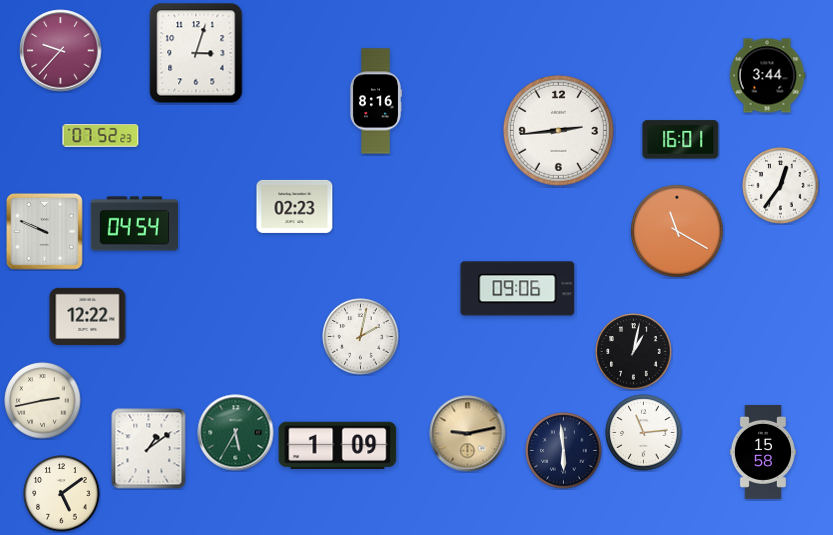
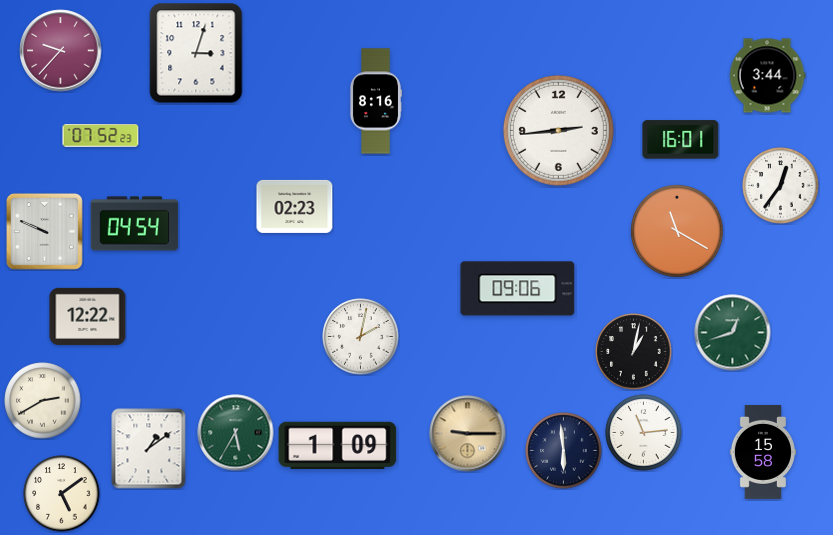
clock at (733, 333): none -> 12:42
clock at (43, 401): 2:43 -> 2:40
clock at (468, 434): 9:13 -> 9:15
